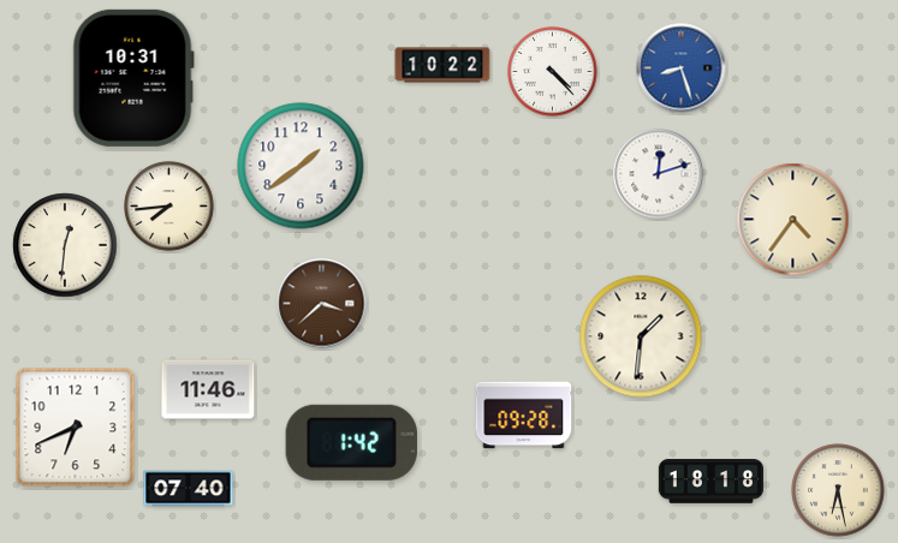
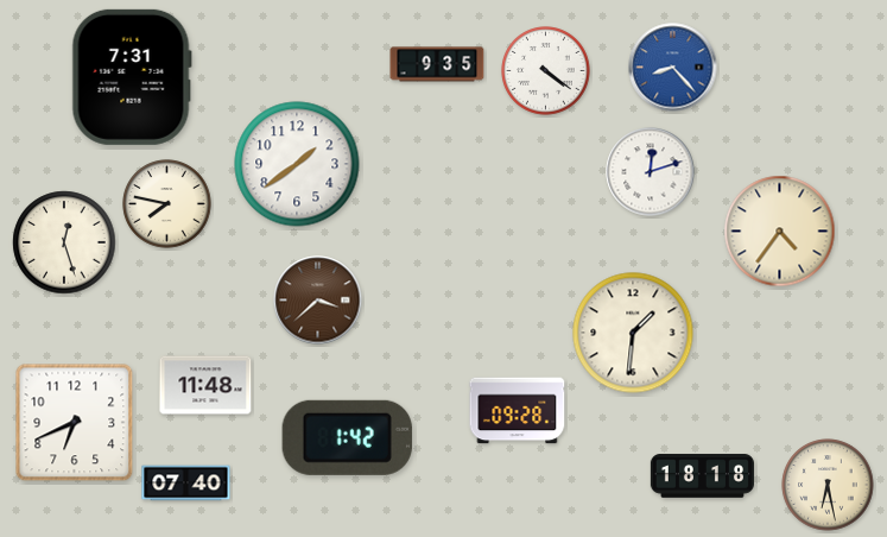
clock at (442, 65): 10:22 -> 9:35
clock at (682, 68): 8:27 -> 8:23
clock at (553, 72): 4:23 -> 4:21
clock at (133, 78): 10:31 -> 7:31
clock at (170, 207): 7:44 -> 7:47
clock at (793, 220) position: (793, 220) -> (780, 232)
clock at (65, 245): 12:31 -> 12:27
clock at (208, 389): 11:46 -> 11:48
